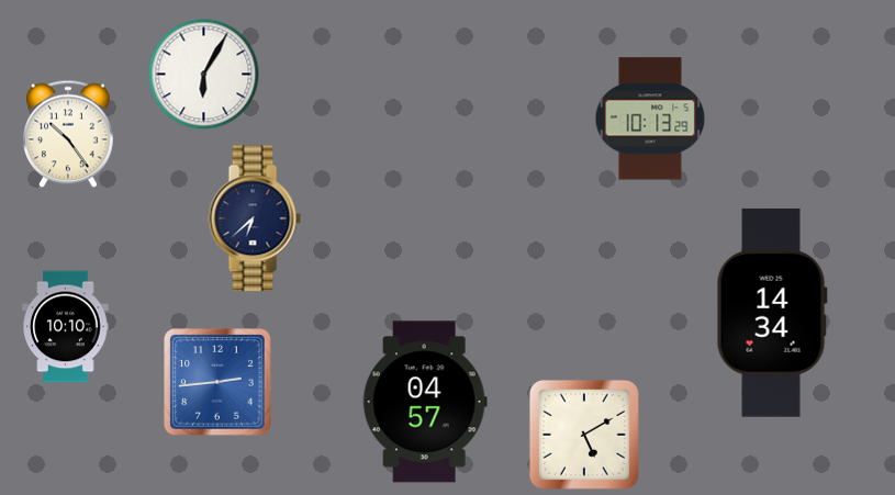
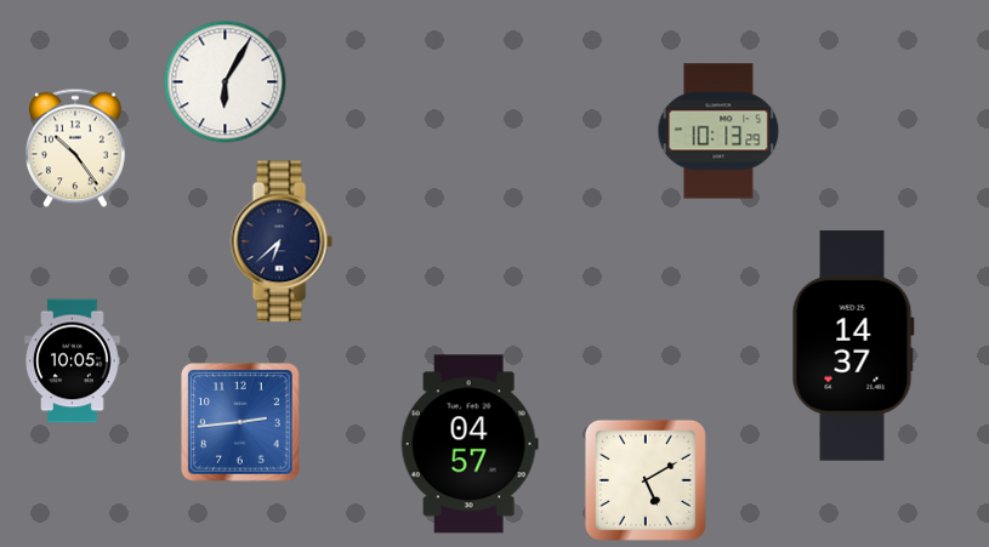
clock at (772, 313): 14:34 -> 14:37
clock at (66, 327): 10:10 -> 10:05
